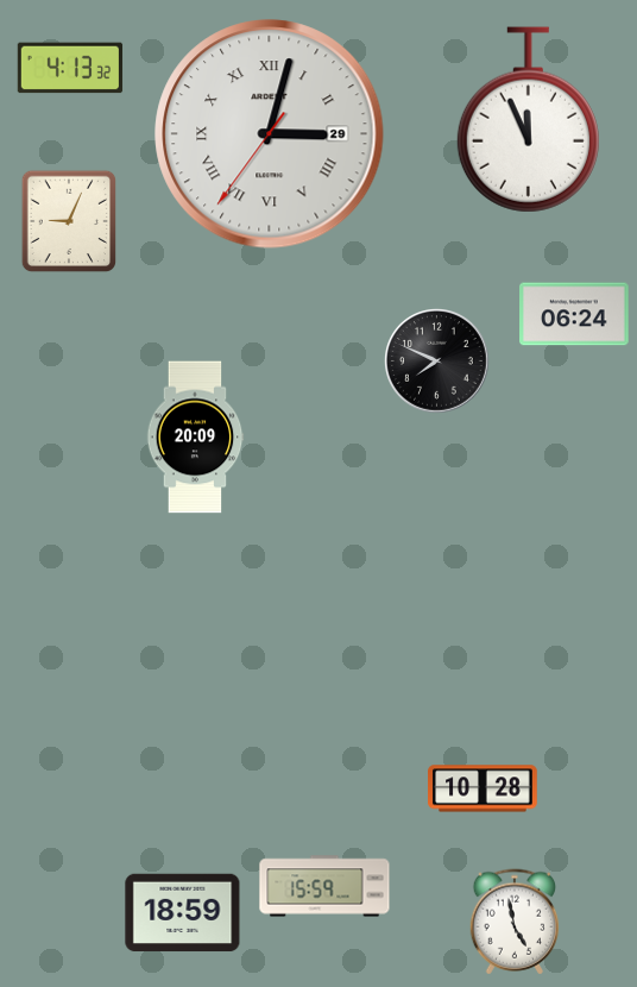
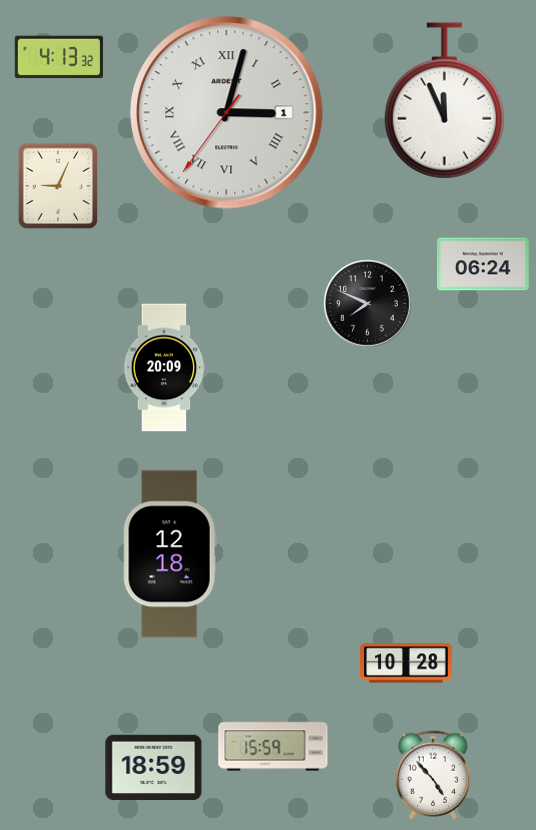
clock at (270, 134) date: 29 -> 1
clock at (170, 554): none -> 12:18
clock at (515, 922): 4:58 -> 4:53
